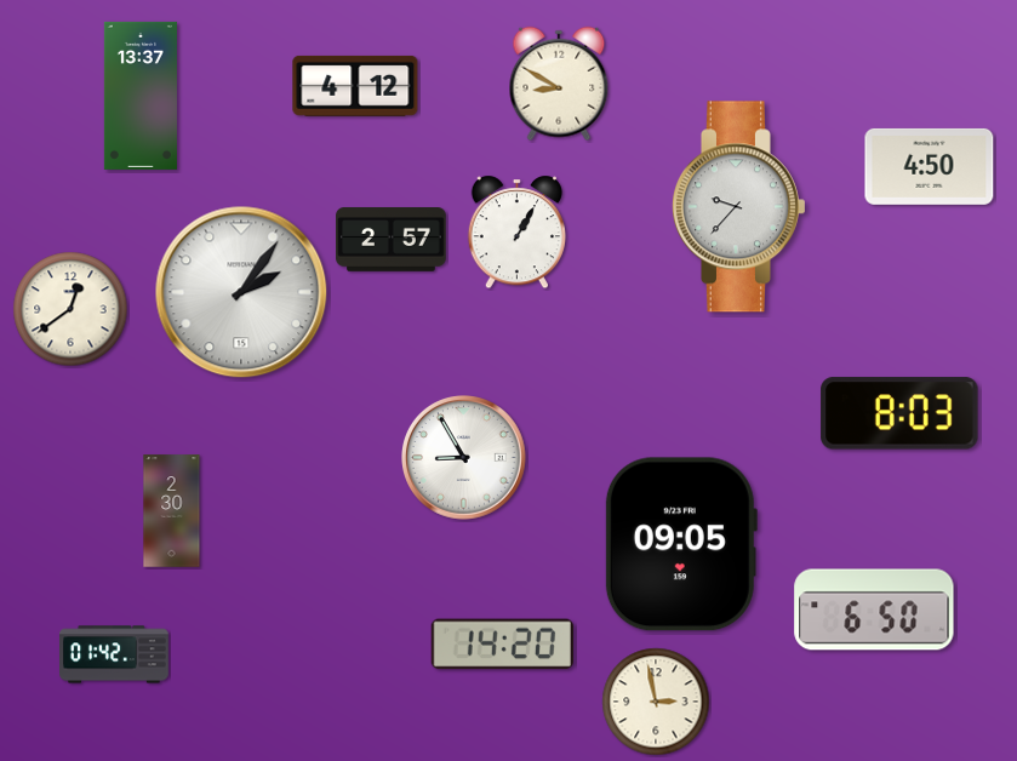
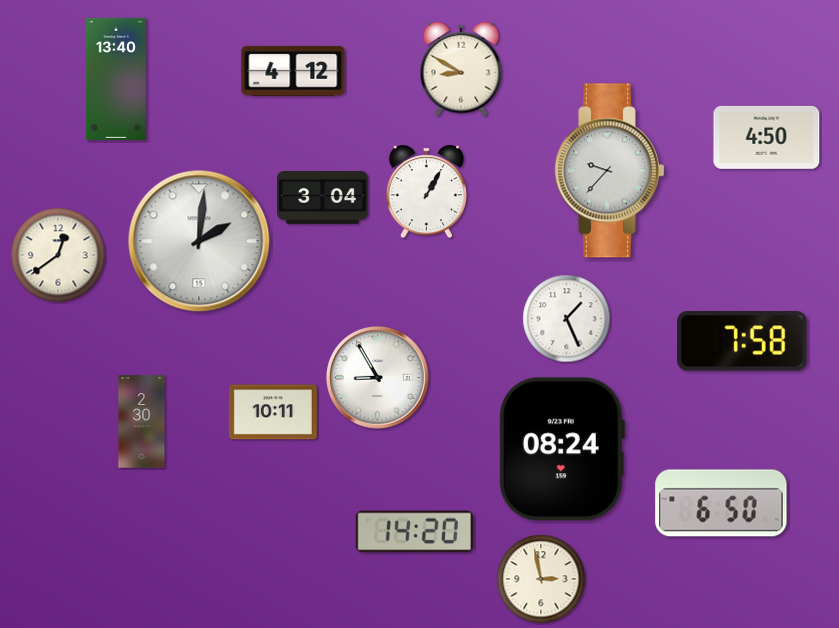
clock at (141, 96): 13:37 -> 13:40
clock at (392, 240): 2:57 -> 3:04
clock at (241, 292): 2:06 -> 2:01
clock at (567, 319): none -> 1:26
clock at (899, 413): 8:03 -> 7:58
clock at (464, 458) position: (464, 458) -> (378, 378)
clock at (273, 412): none -> 10:11
clock at (680, 544): 09:05 -> 08:24
clock at (115, 654): 01:42 -> none
